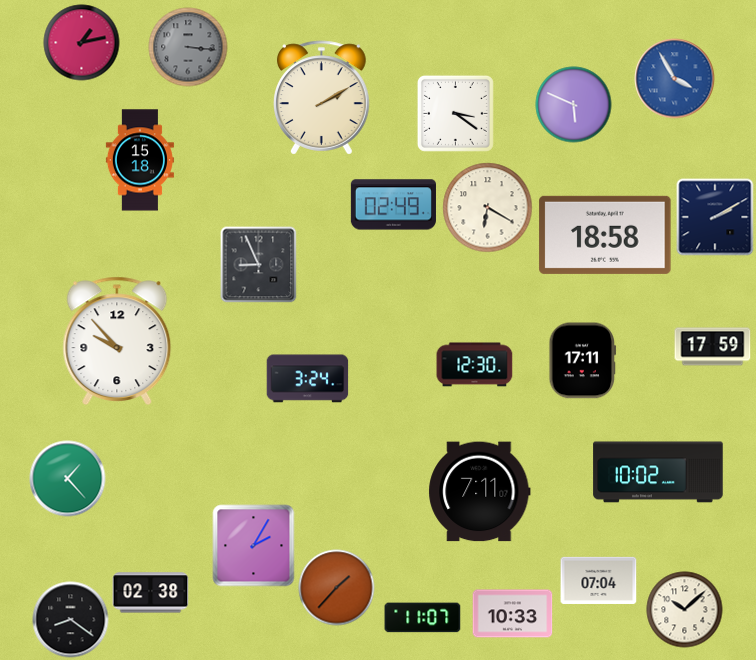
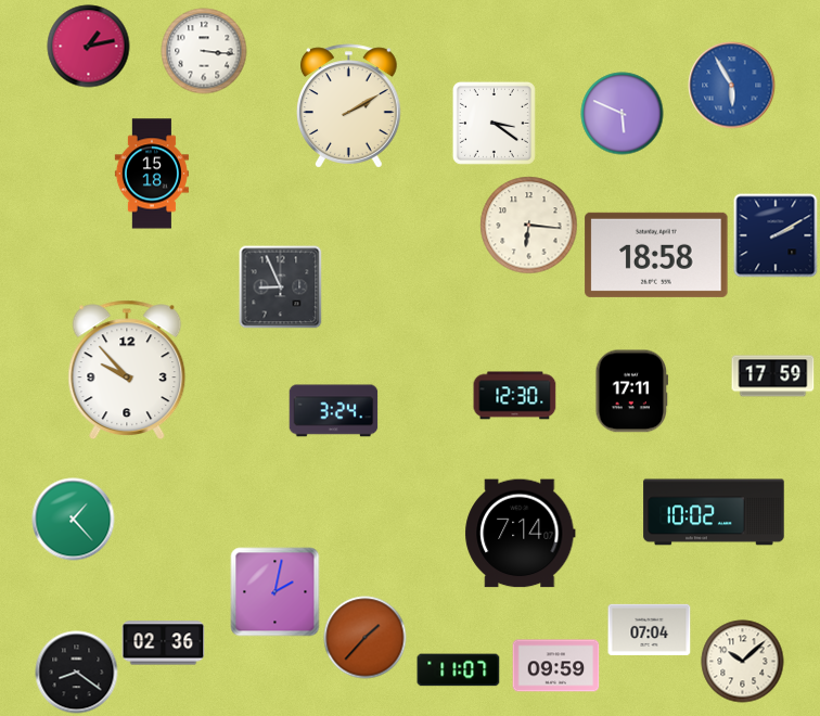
clock at (188, 47) dial: grey -> white
clock at (675, 79): 3:55 -> 5:55
clock at (393, 205): 02:49 -> none
clock at (488, 208): 6:20 -> 6:16
clock at (480, 492): 7:11 -> 7:14
clock at (254, 546): 2:05 -> 2:02
clock at (151, 593): 02:38 -> 02:36
clock at (513, 614): 10:33 -> 09:59
